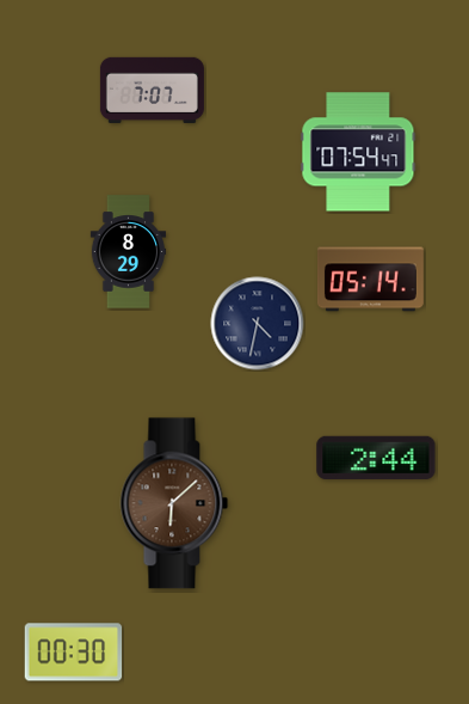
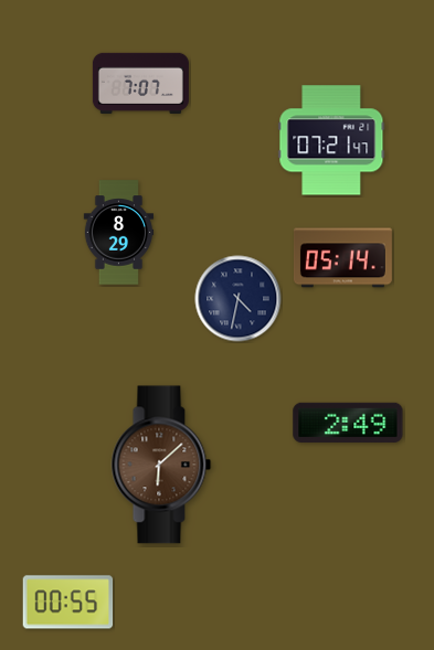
clock at (358, 152): 07:54 -> 07:21
clock at (376, 457): 2:44 -> 2:49
clock at (74, 653): 00:30 -> 00:55
